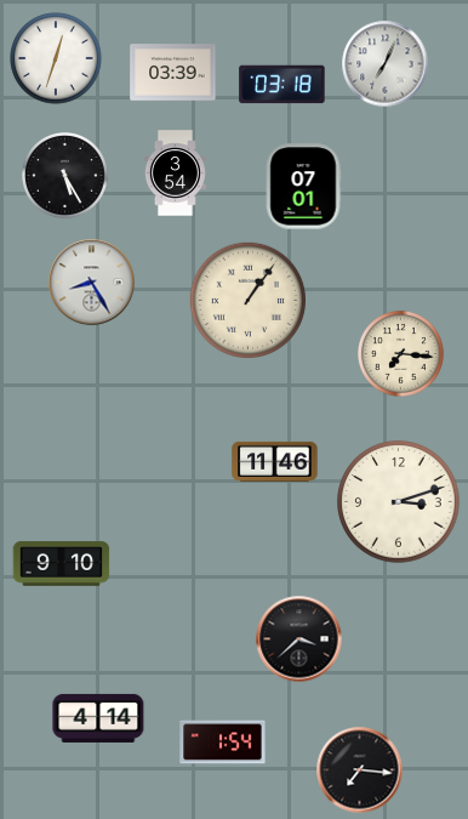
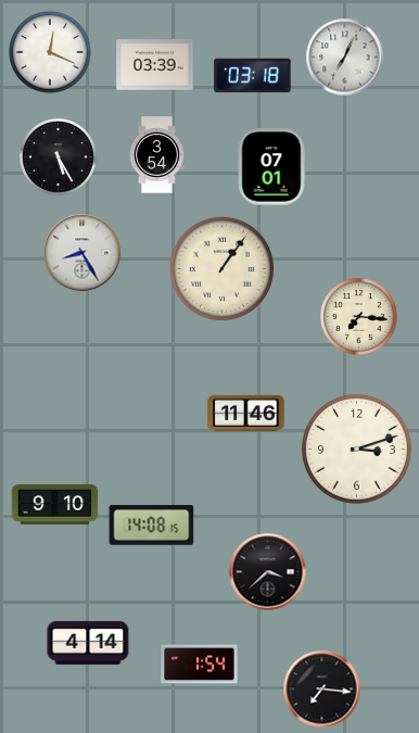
clock at (56, 58): 12:33 -> 12:19
clock at (152, 526): none -> 14:08
